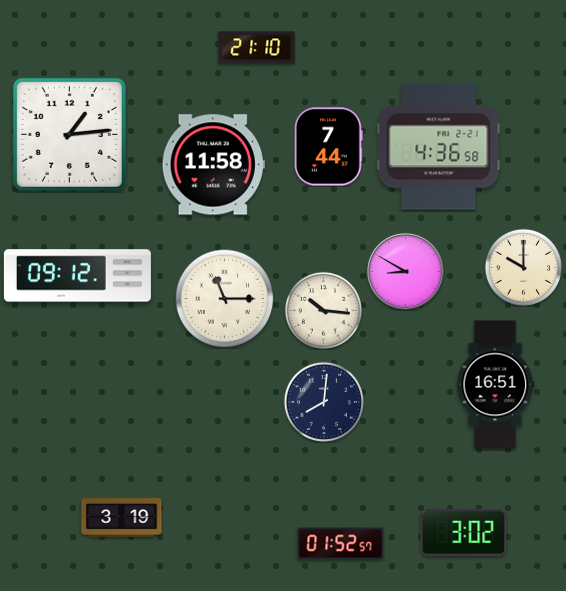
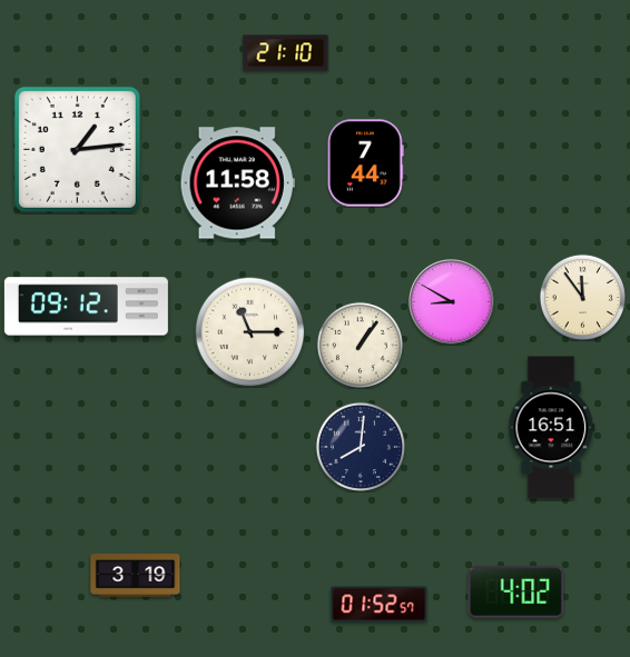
clock at (439, 147): 4:36 -> none
clock at (523, 267): 10:00 -> 11:54
clock at (323, 310): 10:16 -> 1:06
clock at (464, 532): 3:02 -> 4:02
